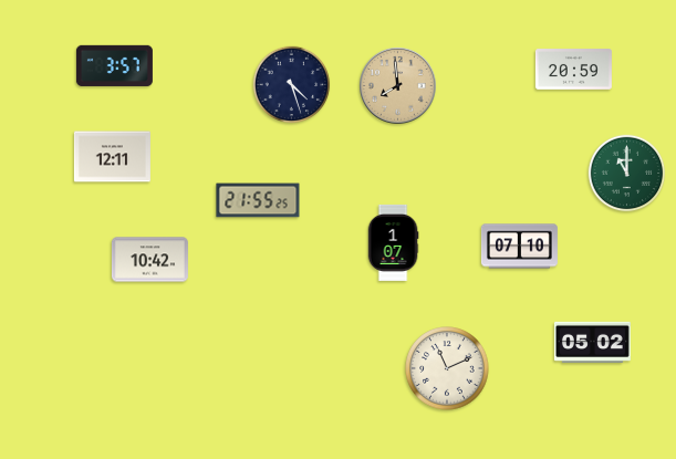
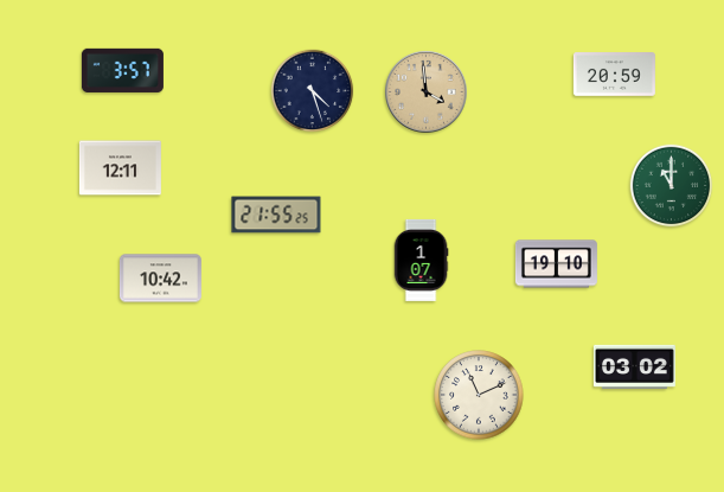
clock at (398, 86): 7:59 -> 3:59
clock at (519, 247): 07:10 -> 19:10
clock at (592, 342): 05:02 -> 03:02
